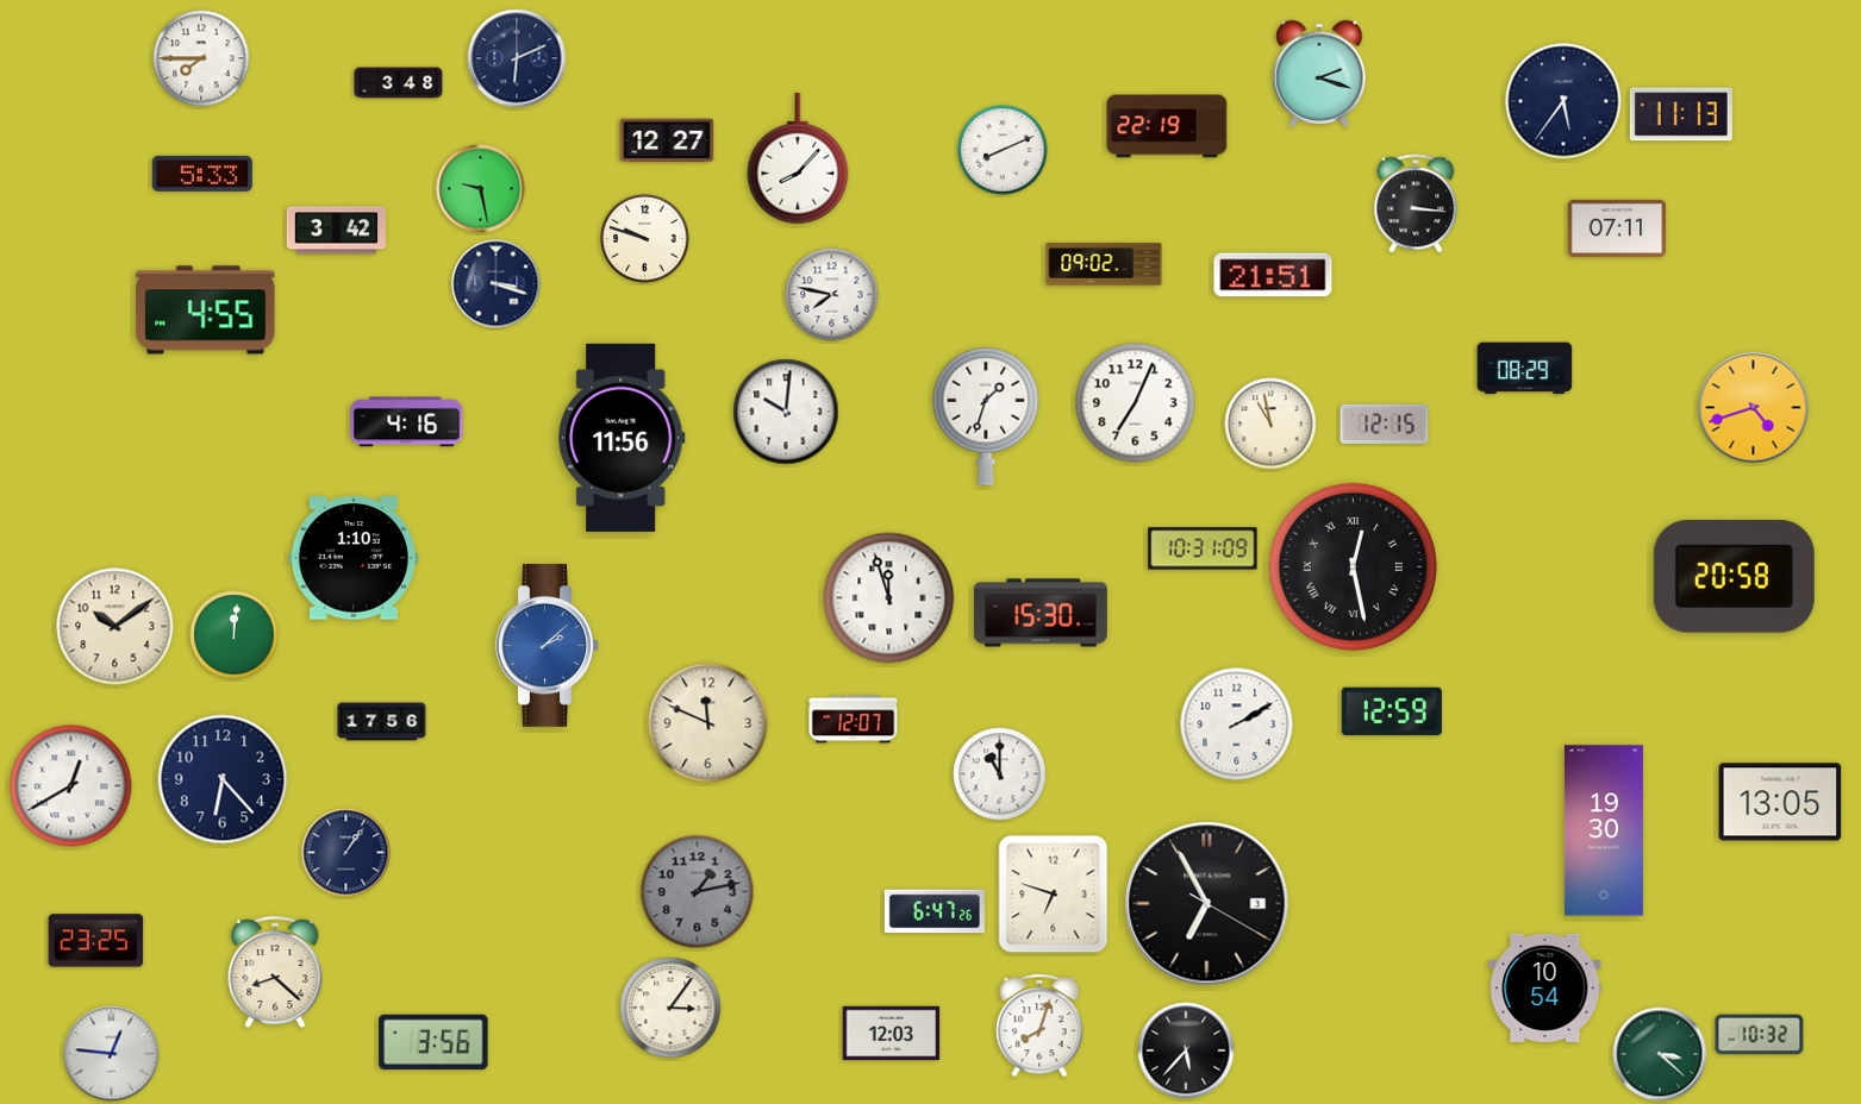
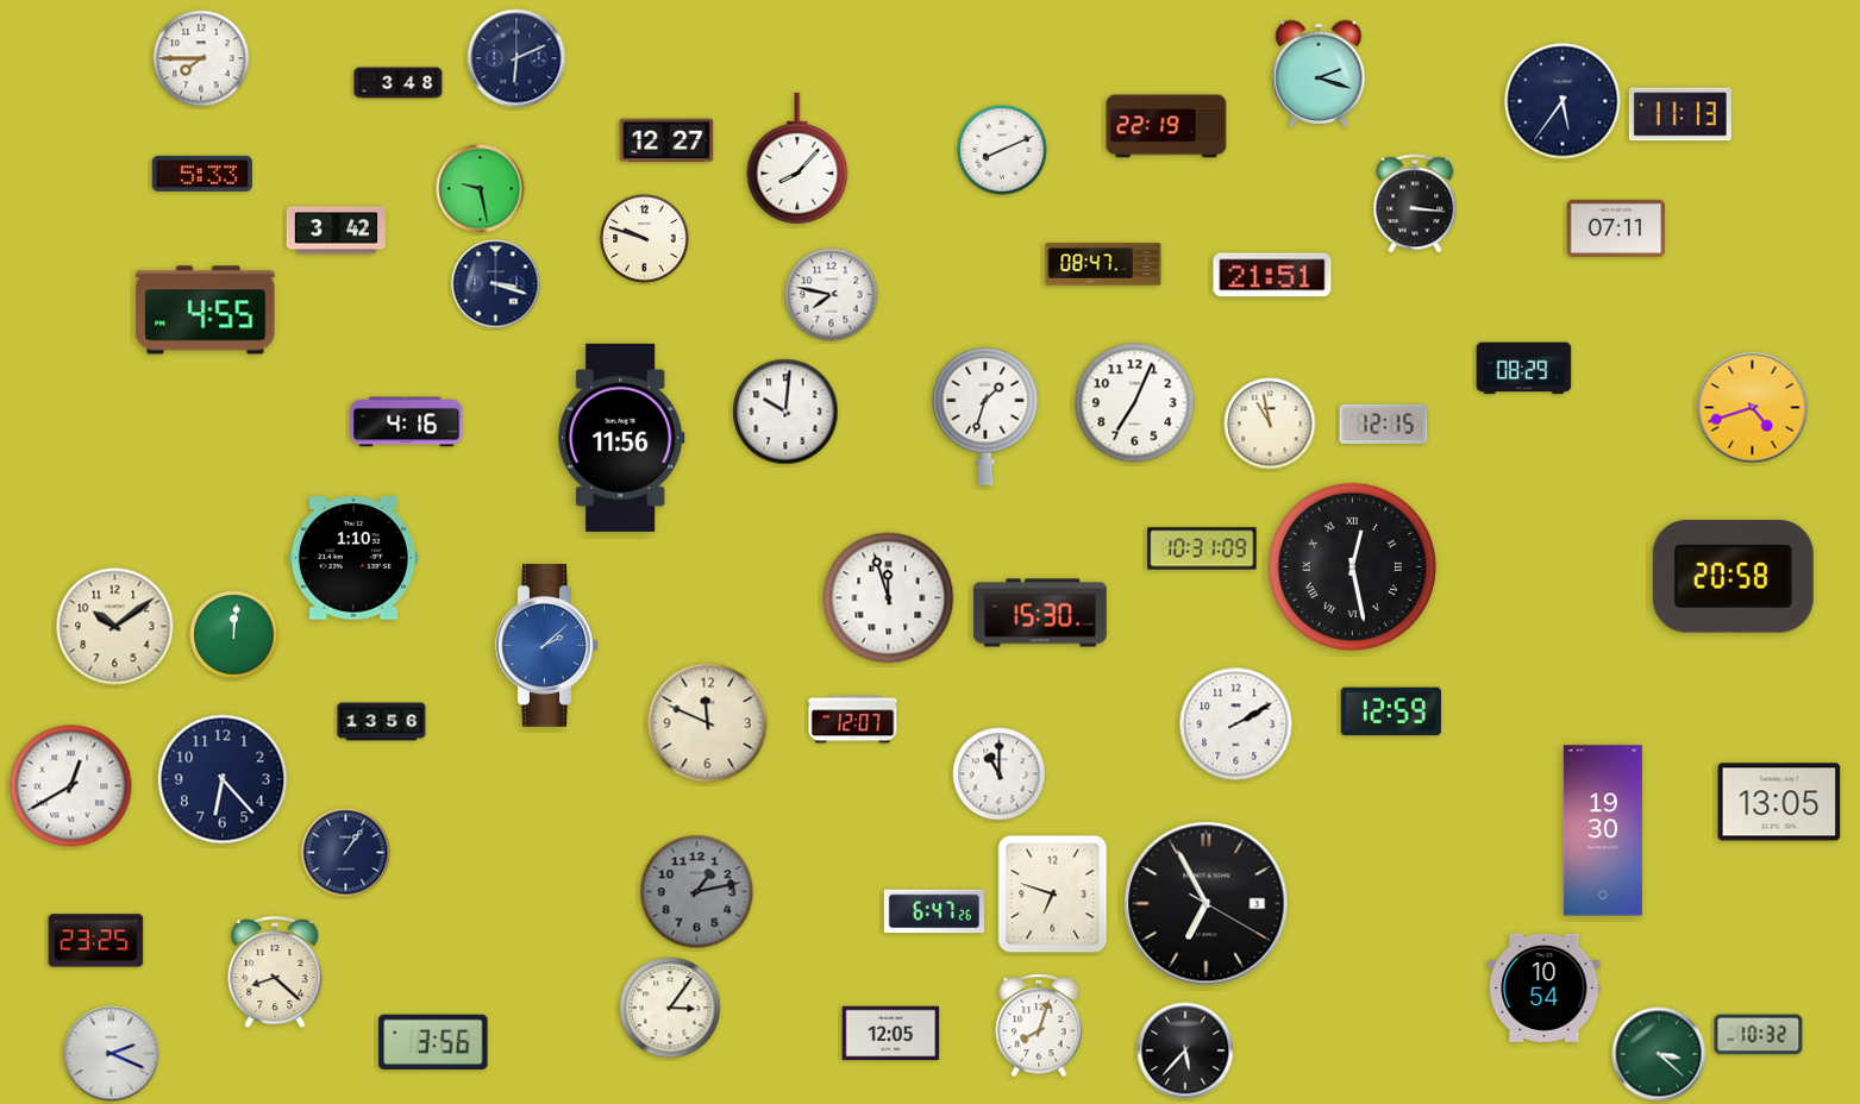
clock at (1104, 264): 09:02 -> 08:47
clock at (382, 722): 17:56 -> 13:56
clock at (892, 1034): 12:03 -> 12:05
clock at (112, 1054): 12:46 -> 2:19
